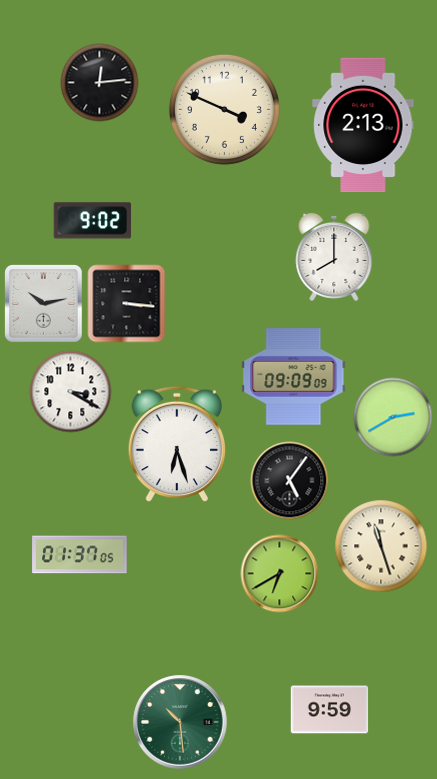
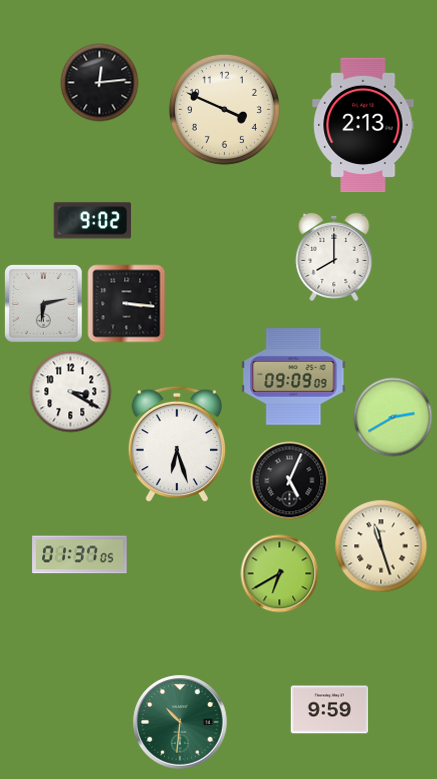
clock at (43, 303): 10:13 -> 6:13
clock at (289, 480): 5:06 -> 5:04
clock at (180, 722): 10:29 -> 10:31
